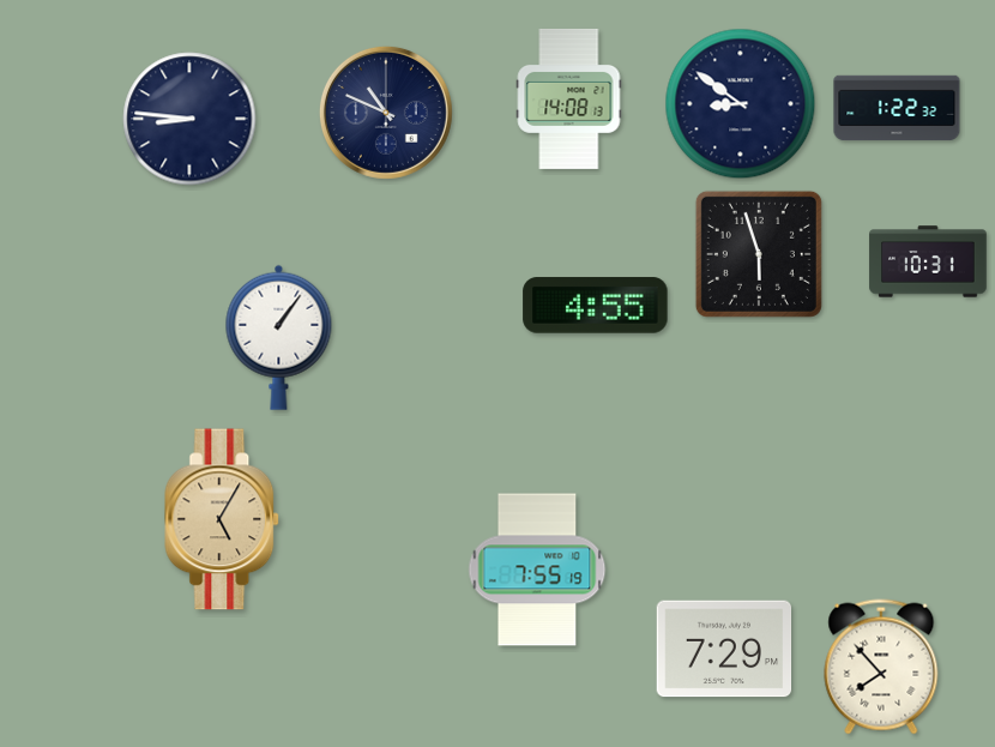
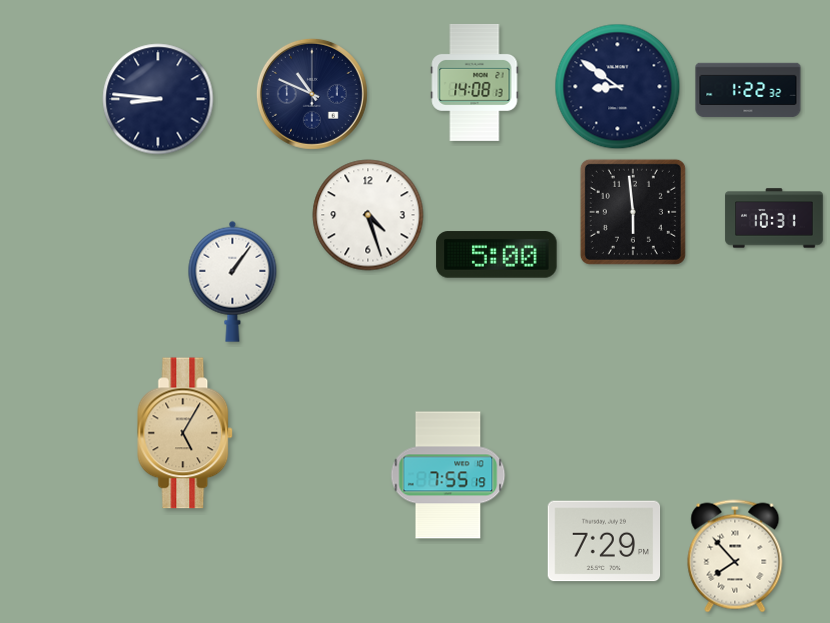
clock at (386, 113) position: (386, 113) -> (312, 94)
clock at (759, 254): 5:57 -> 5:59
clock at (368, 215): none -> 4:27
clock at (596, 306): 4:55 -> 5:00
